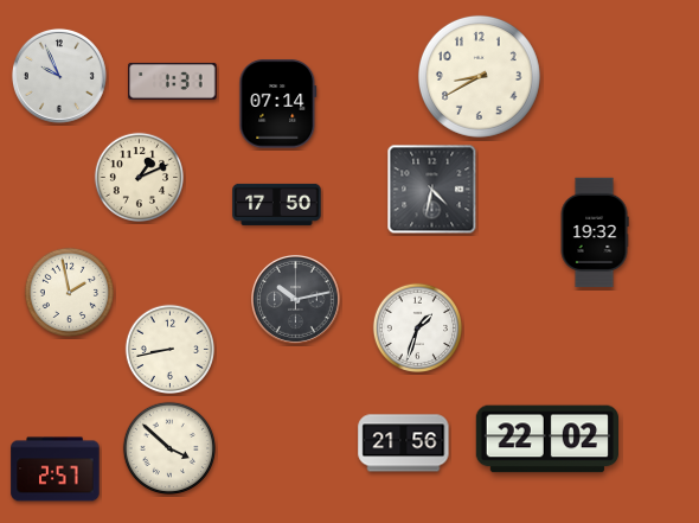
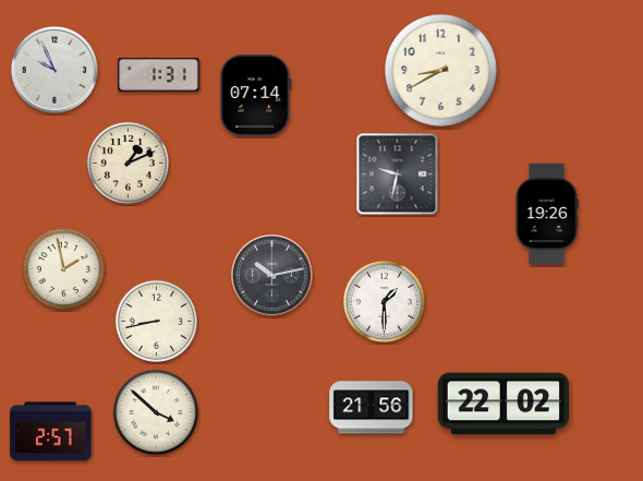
clock at (432, 190): 4:32 -> 9:32
clock at (277, 204): 17:50 -> none
clock at (595, 232): 19:32 -> 19:26
clock at (417, 327): 1:33 -> 1:30
